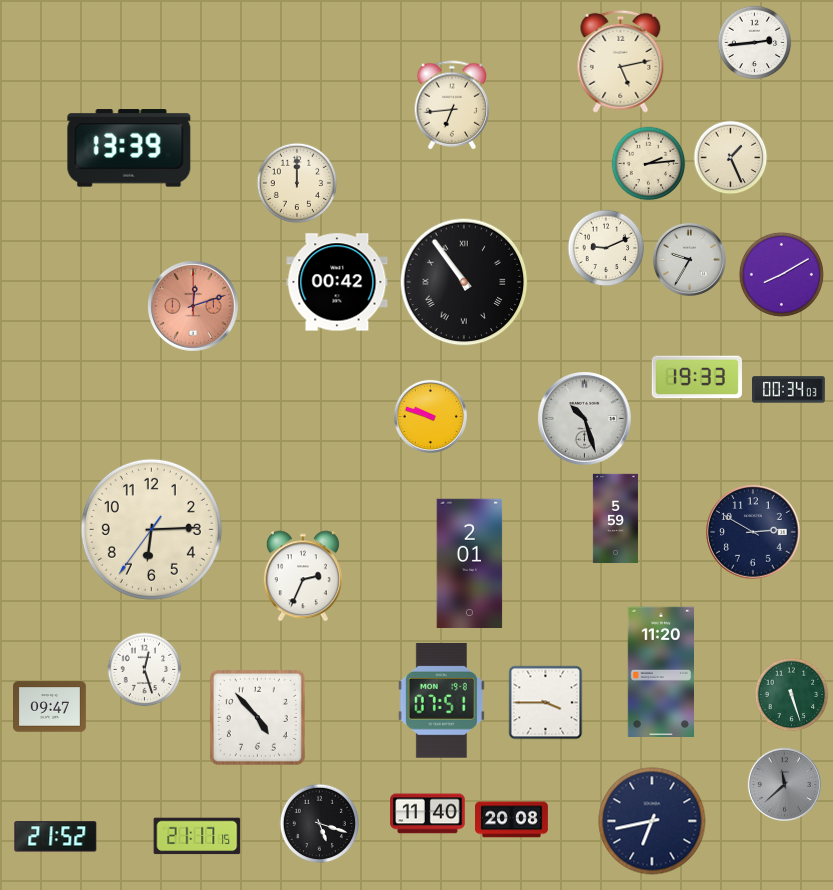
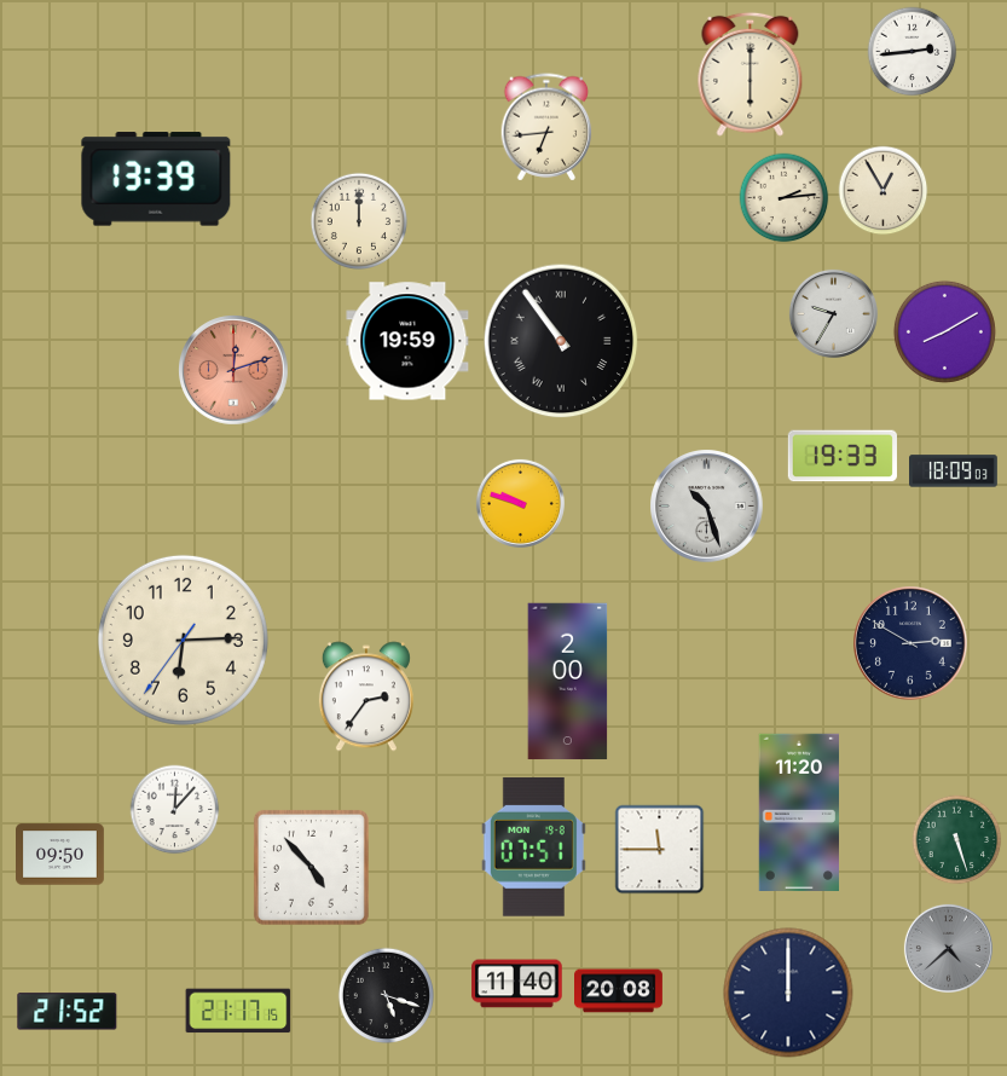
clock at (621, 61): 5:13 -> 6:00
clock at (731, 158): 1:26 -> 12:55
clock at (606, 248): 9:11 -> none
clock at (337, 282): 00:42 -> 19:59
clock at (789, 390): 00:34 -> 18:09
clock at (615, 519): 5:59 -> none
clock at (470, 564): 2:01 -> 2:00
clock at (303, 576): 2:34 -> 2:36
clock at (145, 670): 12:27 -> 12:07
clock at (546, 703): 3:45 -> 11:45
clock at (50, 707): 09:47 -> 09:50
clock at (784, 784): 11:38 -> 4:38
clock at (652, 821): 6:43 -> 12:00
